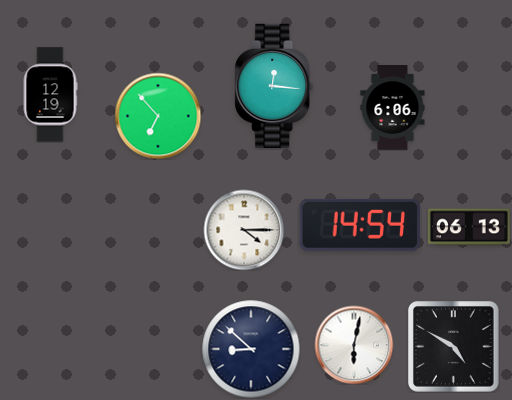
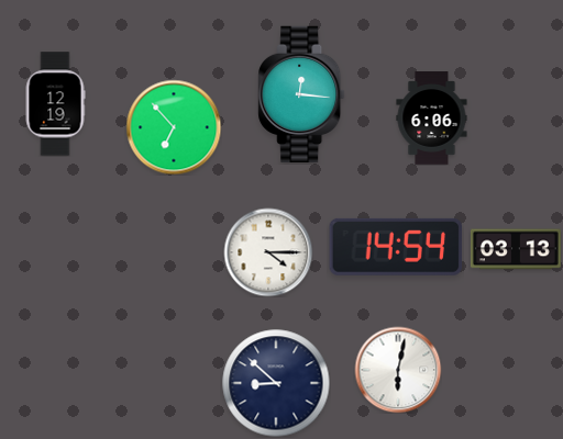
clock at (469, 227): 06:13 -> 03:13
clock at (354, 345) position: (354, 345) -> (398, 370)
clock at (454, 347): 4:50 -> none
